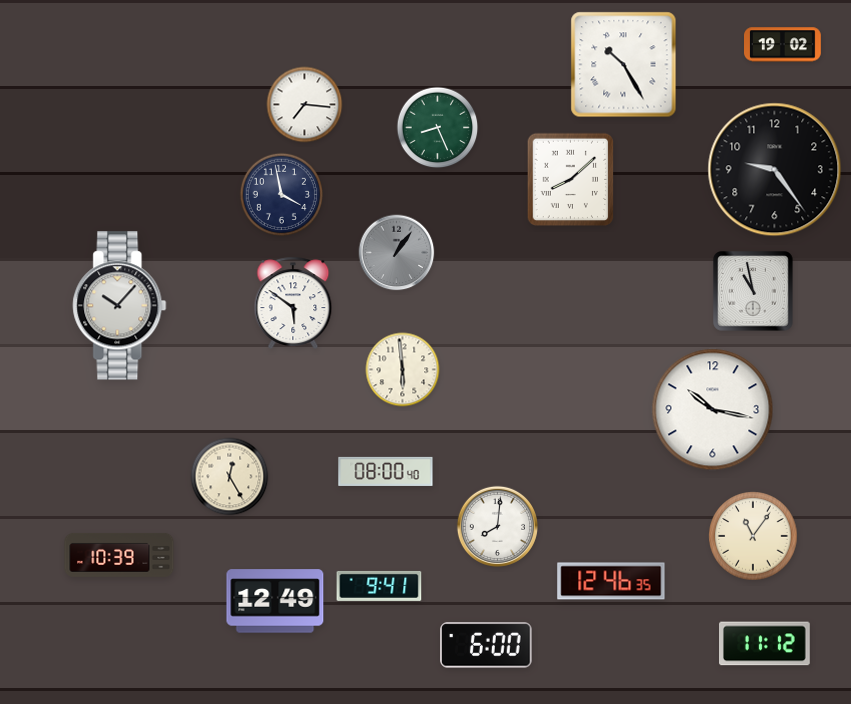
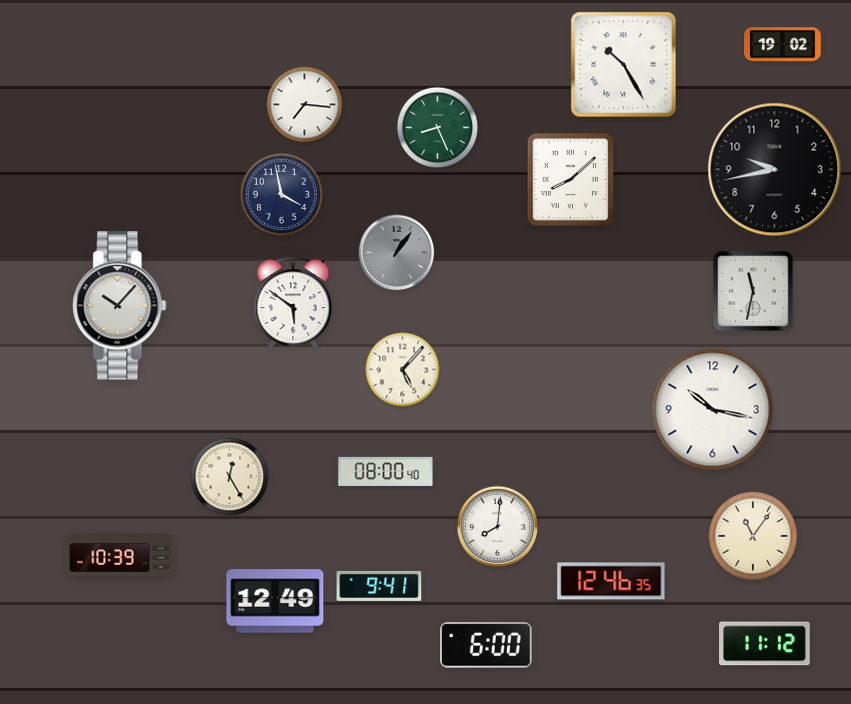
clock at (775, 170): 9:24 -> 9:43
clock at (753, 291): 10:58 -> 11:32
clock at (403, 370): 5:59 -> 5:07
